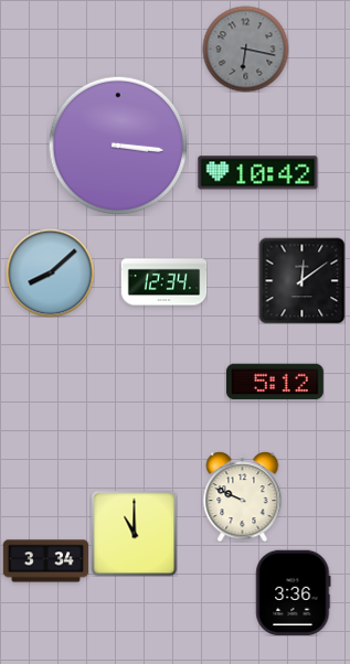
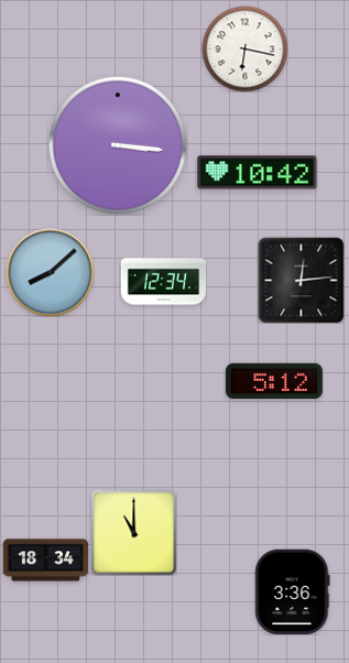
clock at (245, 49) dial: grey -> white
clock at (301, 280): 12:09 -> 12:14
clock at (243, 496): 9:49 -> none
clock at (45, 561): 3:34 -> 18:34
